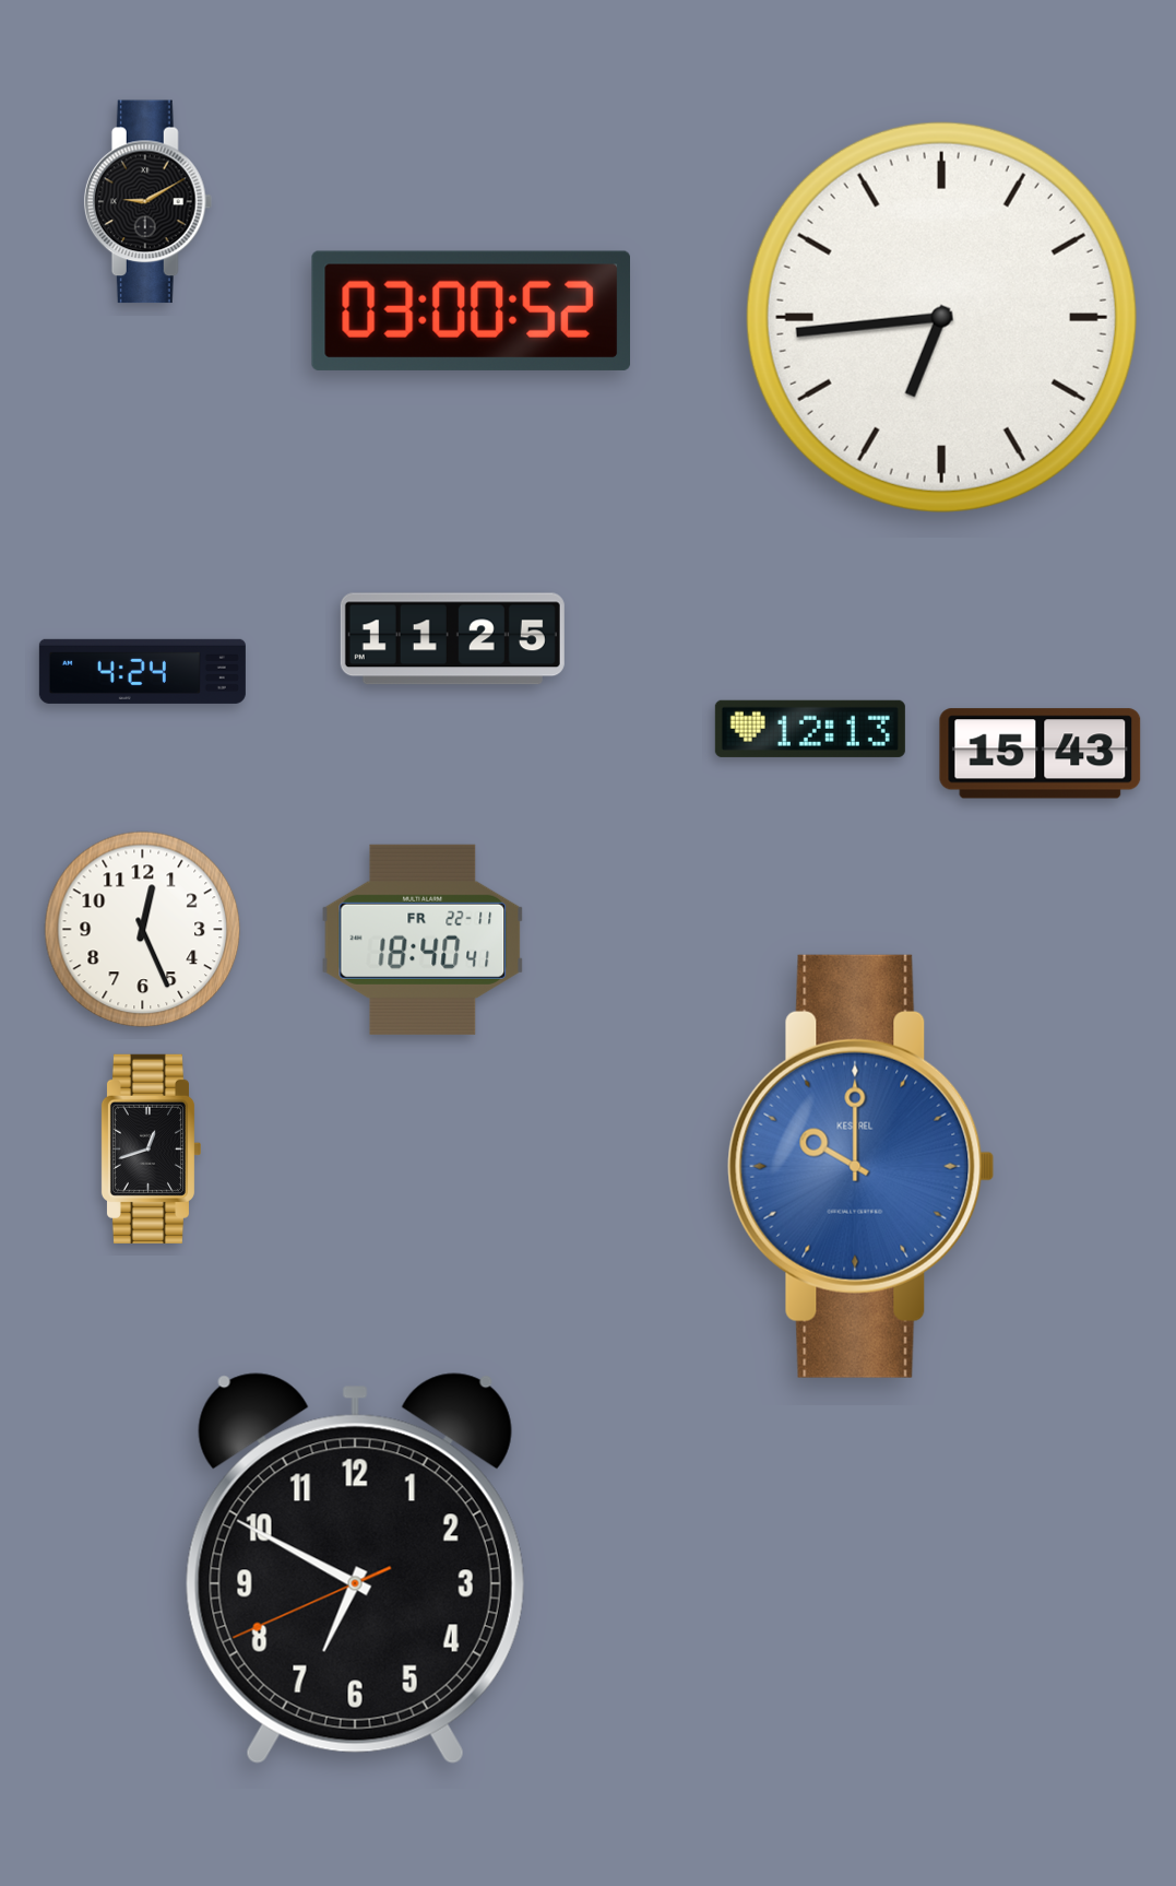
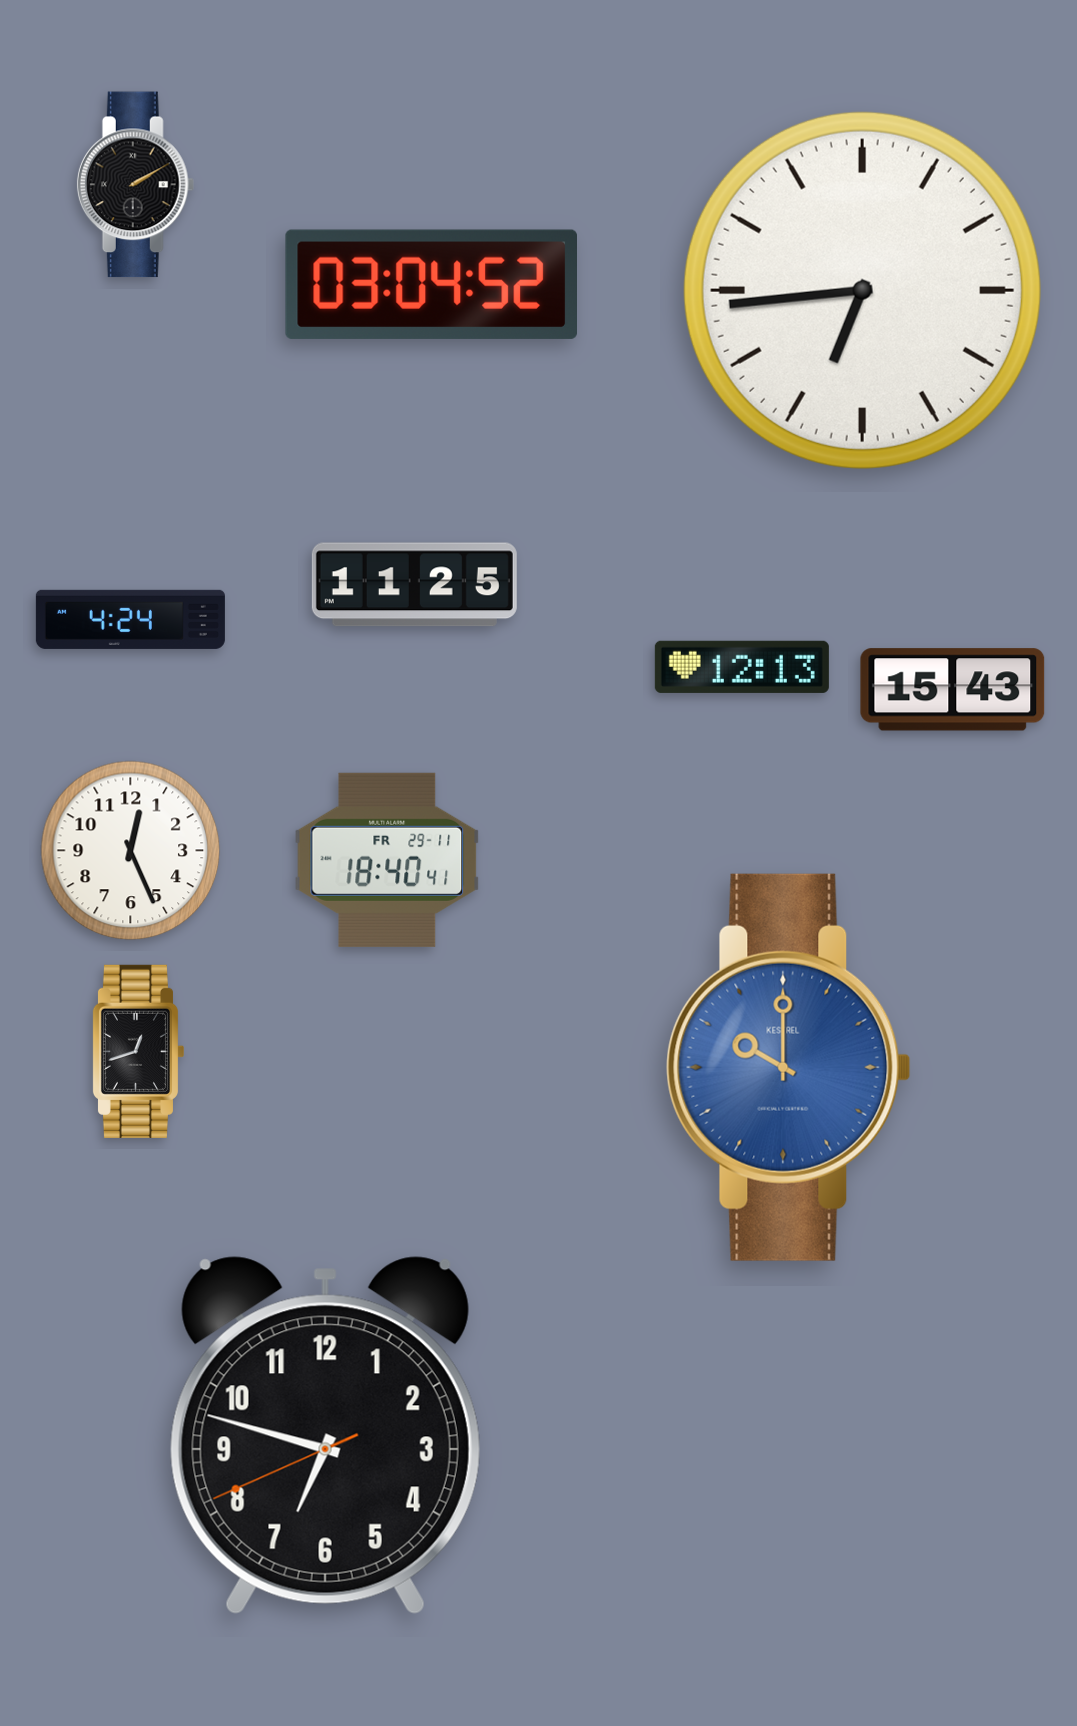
clock at (149, 202): 9:10 -> 2:10
clock at (471, 310): 03:00 -> 03:04
clock at (142, 671) position: (142, 671) -> (130, 619)
clock at (423, 940) date: FR 22-11 -> FR 29-11
clock at (355, 1568): 6:49 -> 6:47
